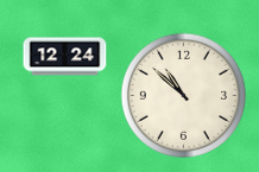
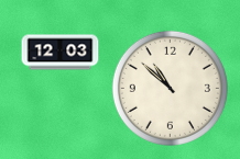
clock at (65, 57): 12:24 -> 12:03
